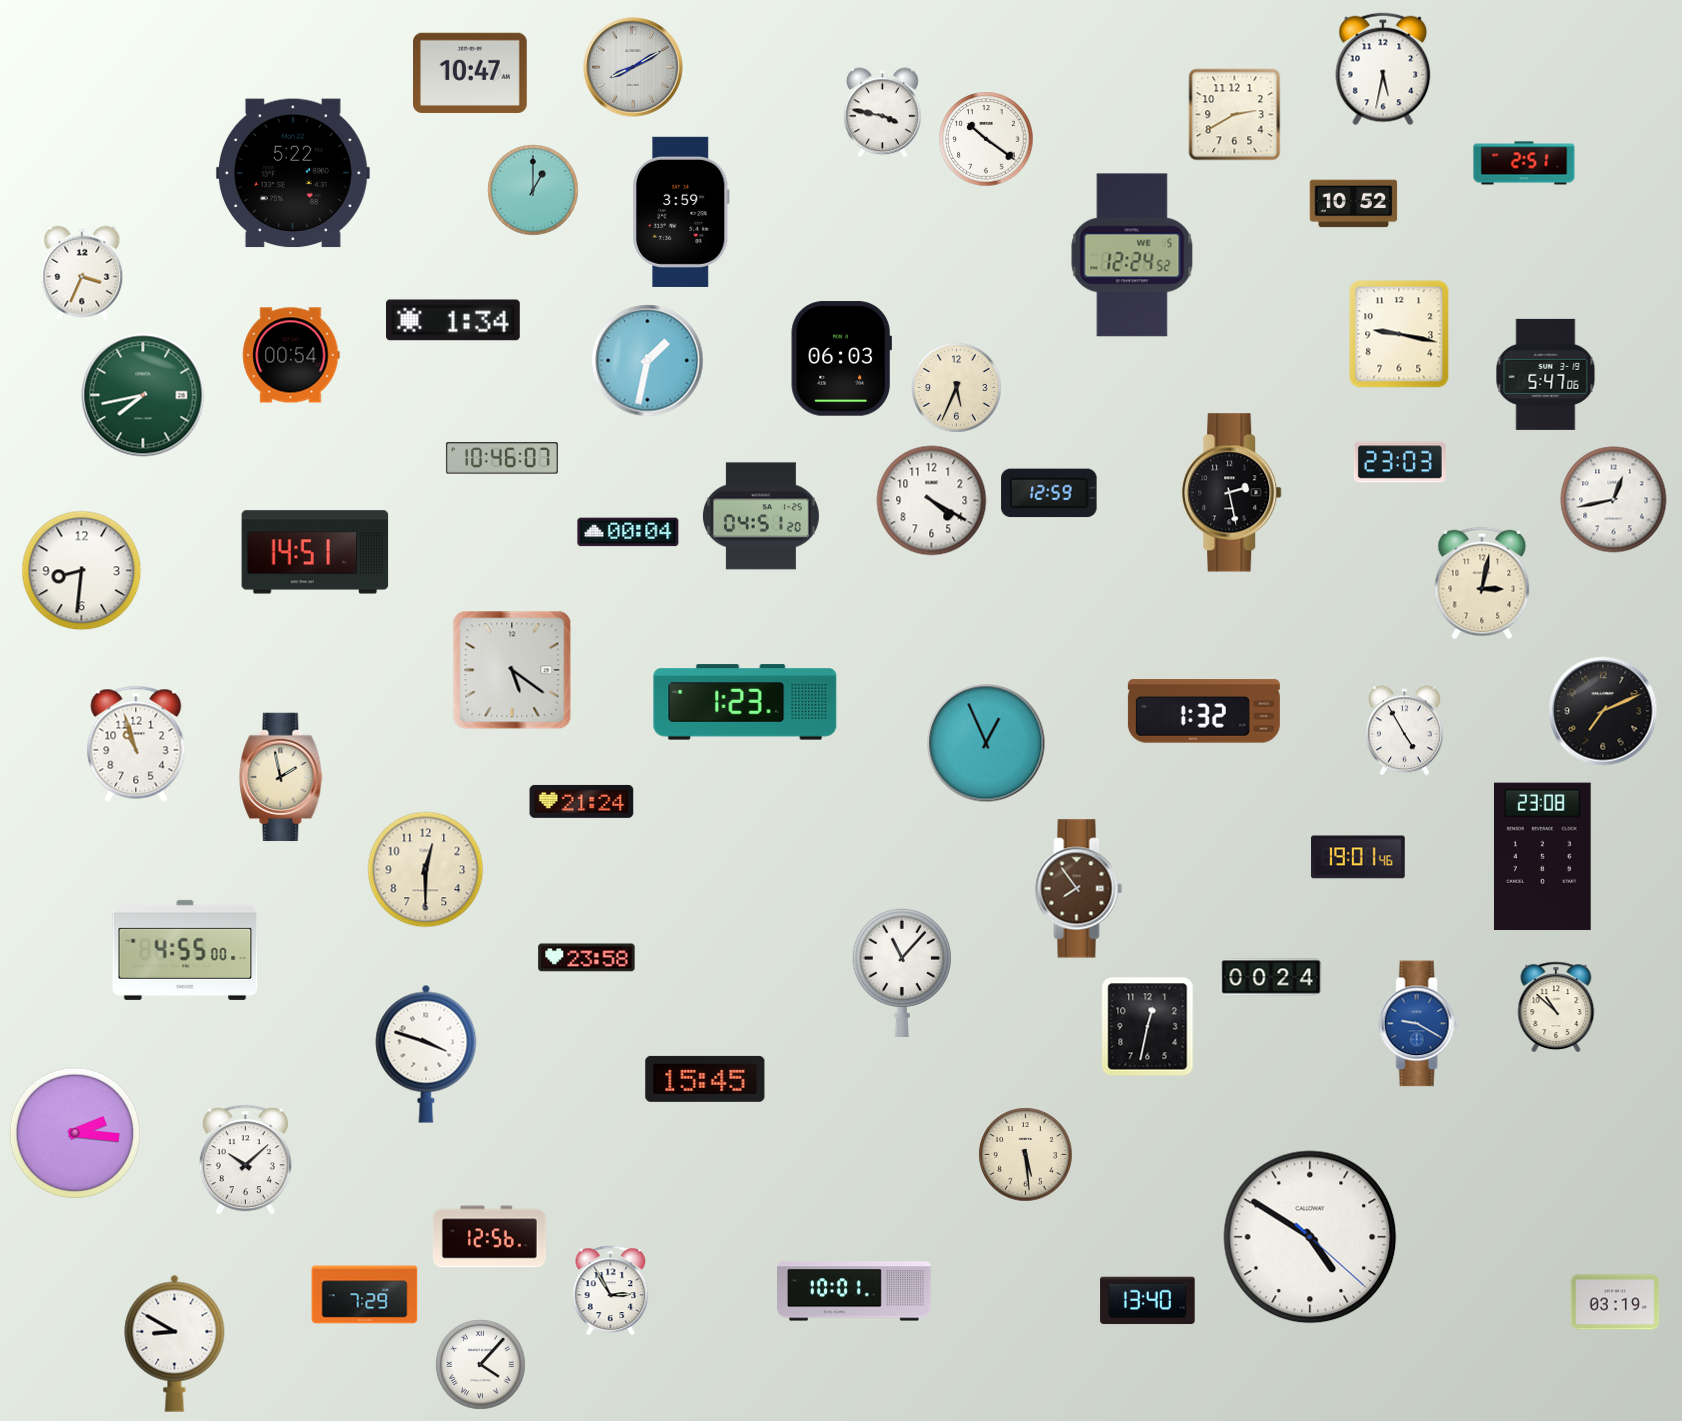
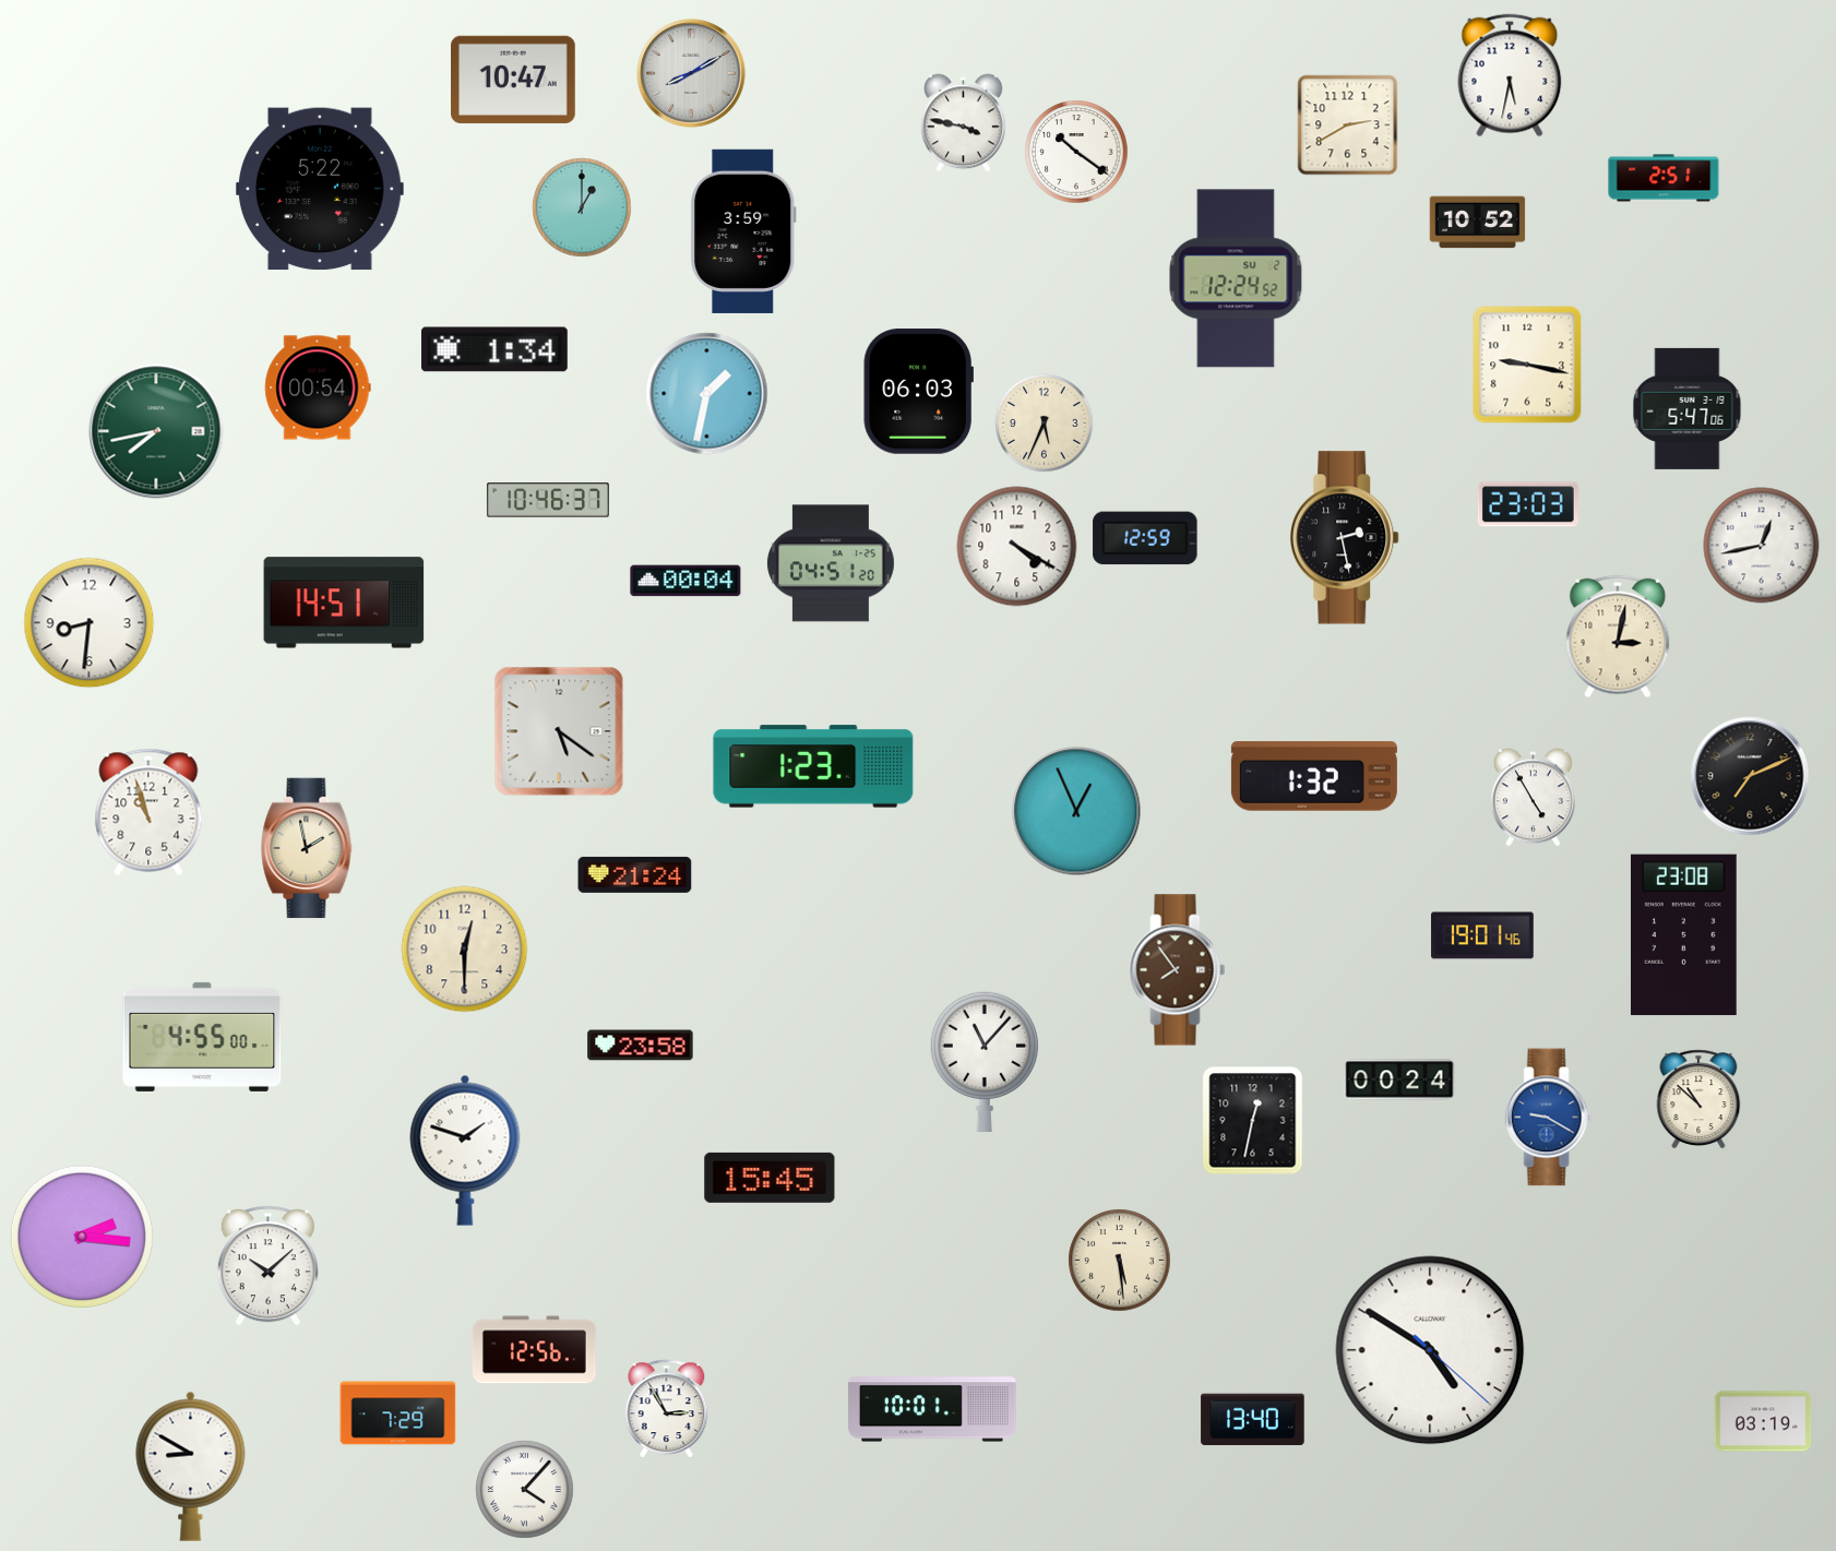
clock at (1132, 255) date: WE 5 -> SU 2
clock at (82, 273): 3:34 -> none
clock at (502, 458): 10:46:07 -> 10:46:37
clock at (1271, 977) position: (1271, 977) -> (1399, 1079)
clock at (426, 1054): 3:48 -> 1:48
